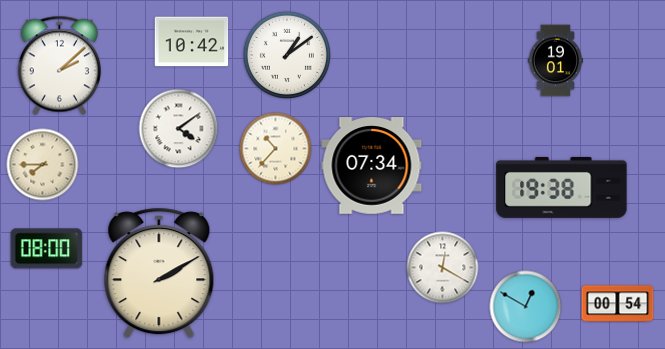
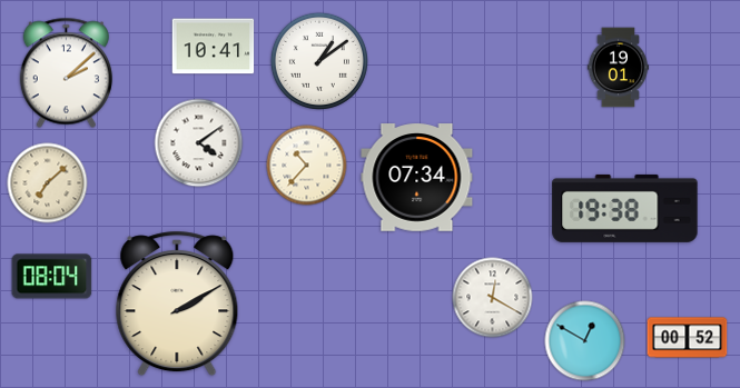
clock at (192, 42): 10:42 -> 10:41
clock at (43, 165): 7:45 -> 7:08
clock at (372, 166) position: (372, 166) -> (417, 178)
clock at (47, 249): 08:00 -> 08:04
clock at (618, 304): 00:54 -> 00:52
